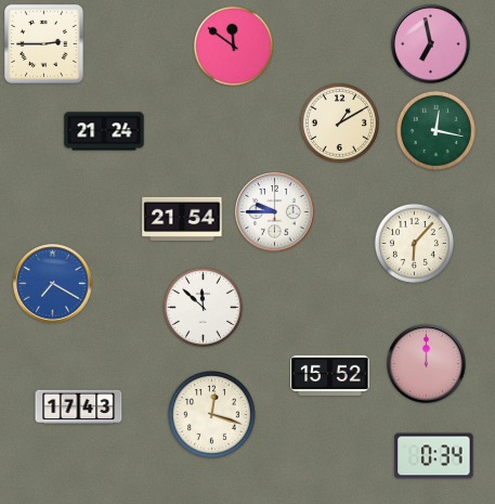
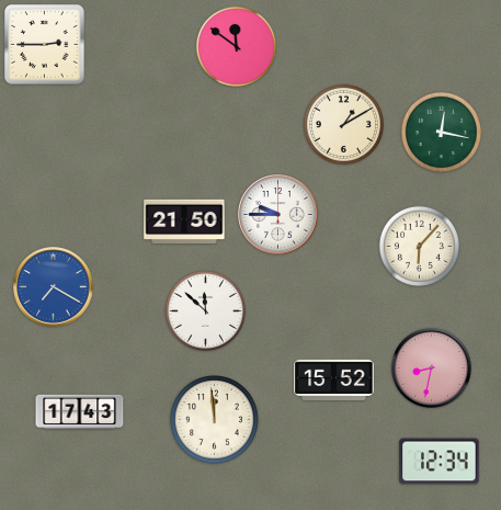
clock at (431, 44): 6:58 -> none
clock at (104, 131): 21:24 -> none
clock at (182, 218): 21:54 -> 21:50
clock at (427, 364): 12:00 -> 8:32
clock at (212, 415): 12:18 -> 11:59
clock at (434, 456): 0:34 -> 12:34
